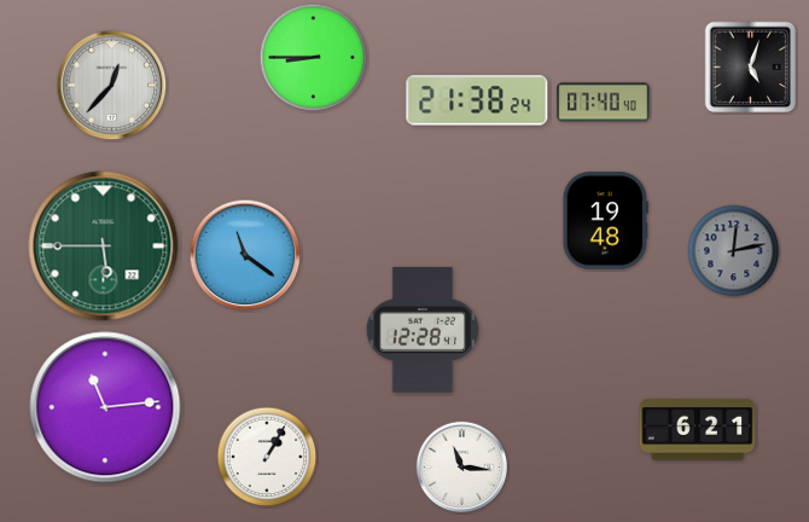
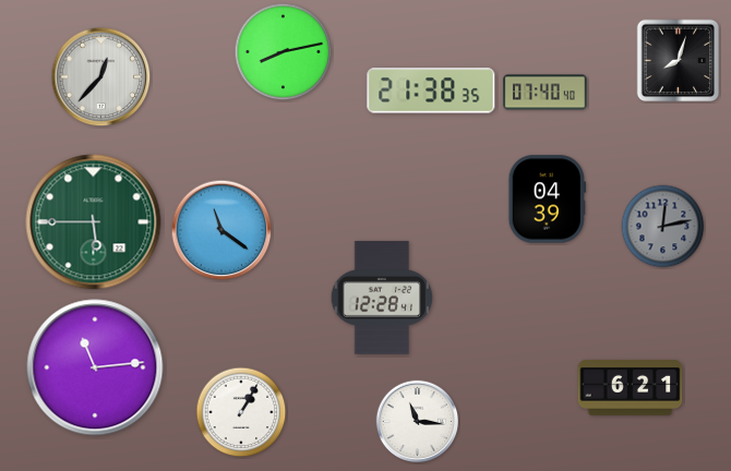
clock at (314, 58): 8:45 -> 8:13
clock at (751, 68): 5:03 -> 8:03
clock at (477, 100): 21:38:24 -> 21:38:35
clock at (605, 221): 19:48 -> 04:39
